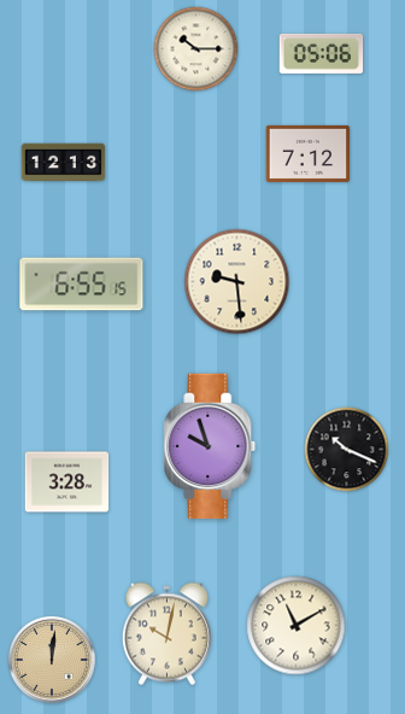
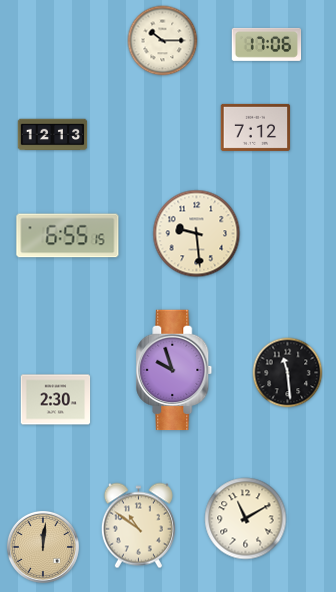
clock at (322, 53): 05:06 -> 17:06
clock at (347, 450): 10:19 -> 11:29
clock at (67, 482): 3:28 -> 2:30
clock at (166, 634): 10:02 -> 10:51
